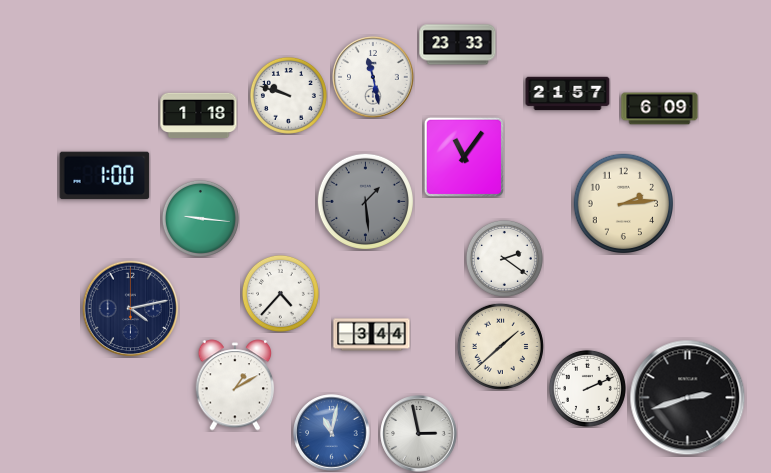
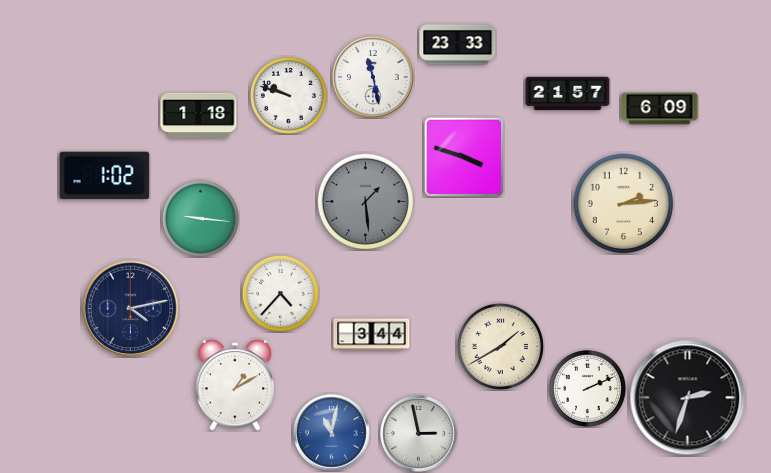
clock at (464, 157): 11:06 -> 3:48
clock at (105, 176): 1:00 -> 1:02
clock at (504, 258): 2:21 -> none
clock at (500, 346): 1:38 -> 1:40
clock at (688, 398): 2:42 -> 2:33
